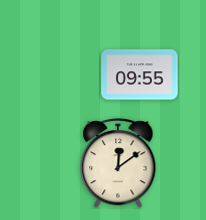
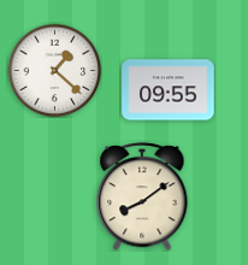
clock at (54, 70): none -> 1:22
clock at (118, 163): 12:09 -> 8:09
